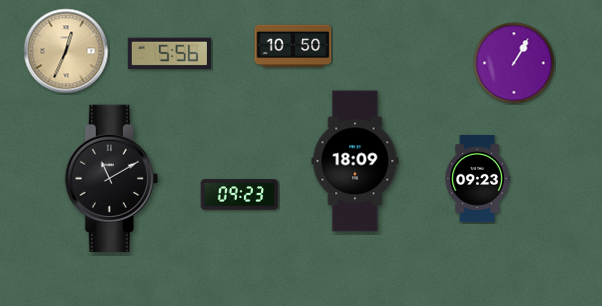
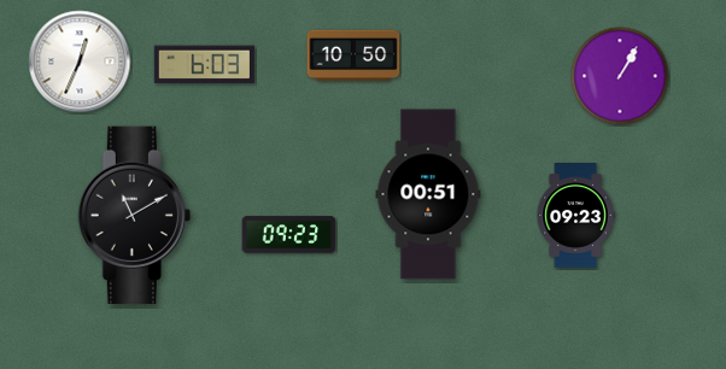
clock at (66, 51) dial: champagne -> white
clock at (169, 54): 5:56 -> 6:03
clock at (355, 161): 18:09 -> 00:51
